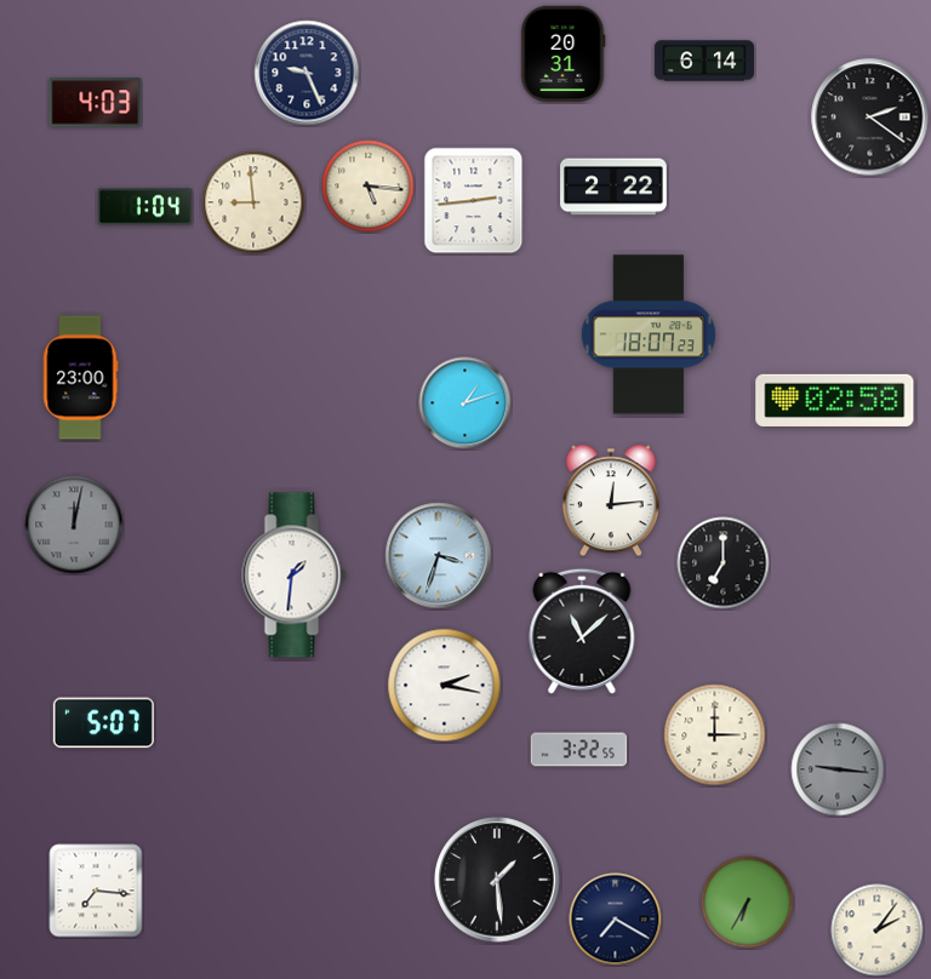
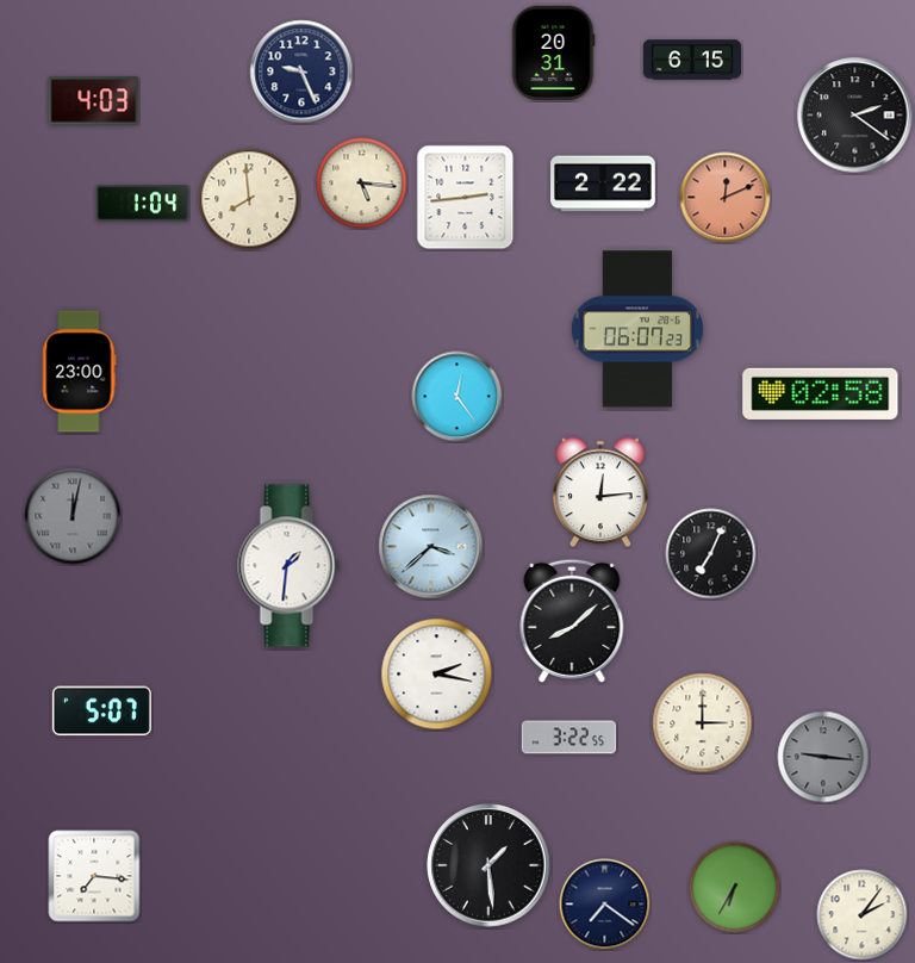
clock at (703, 61): 6:14 -> 6:15
clock at (726, 198): none -> 12:11
clock at (253, 202): 8:59 -> 7:59
clock at (649, 334): 18:07 -> 06:07
clock at (465, 403): 1:12 -> 12:24
clock at (439, 556): 3:33 -> 3:38
clock at (724, 563): 7:00 -> 7:04
clock at (582, 631): 11:08 -> 8:08
clock at (616, 920): 7:20 -> 7:21
